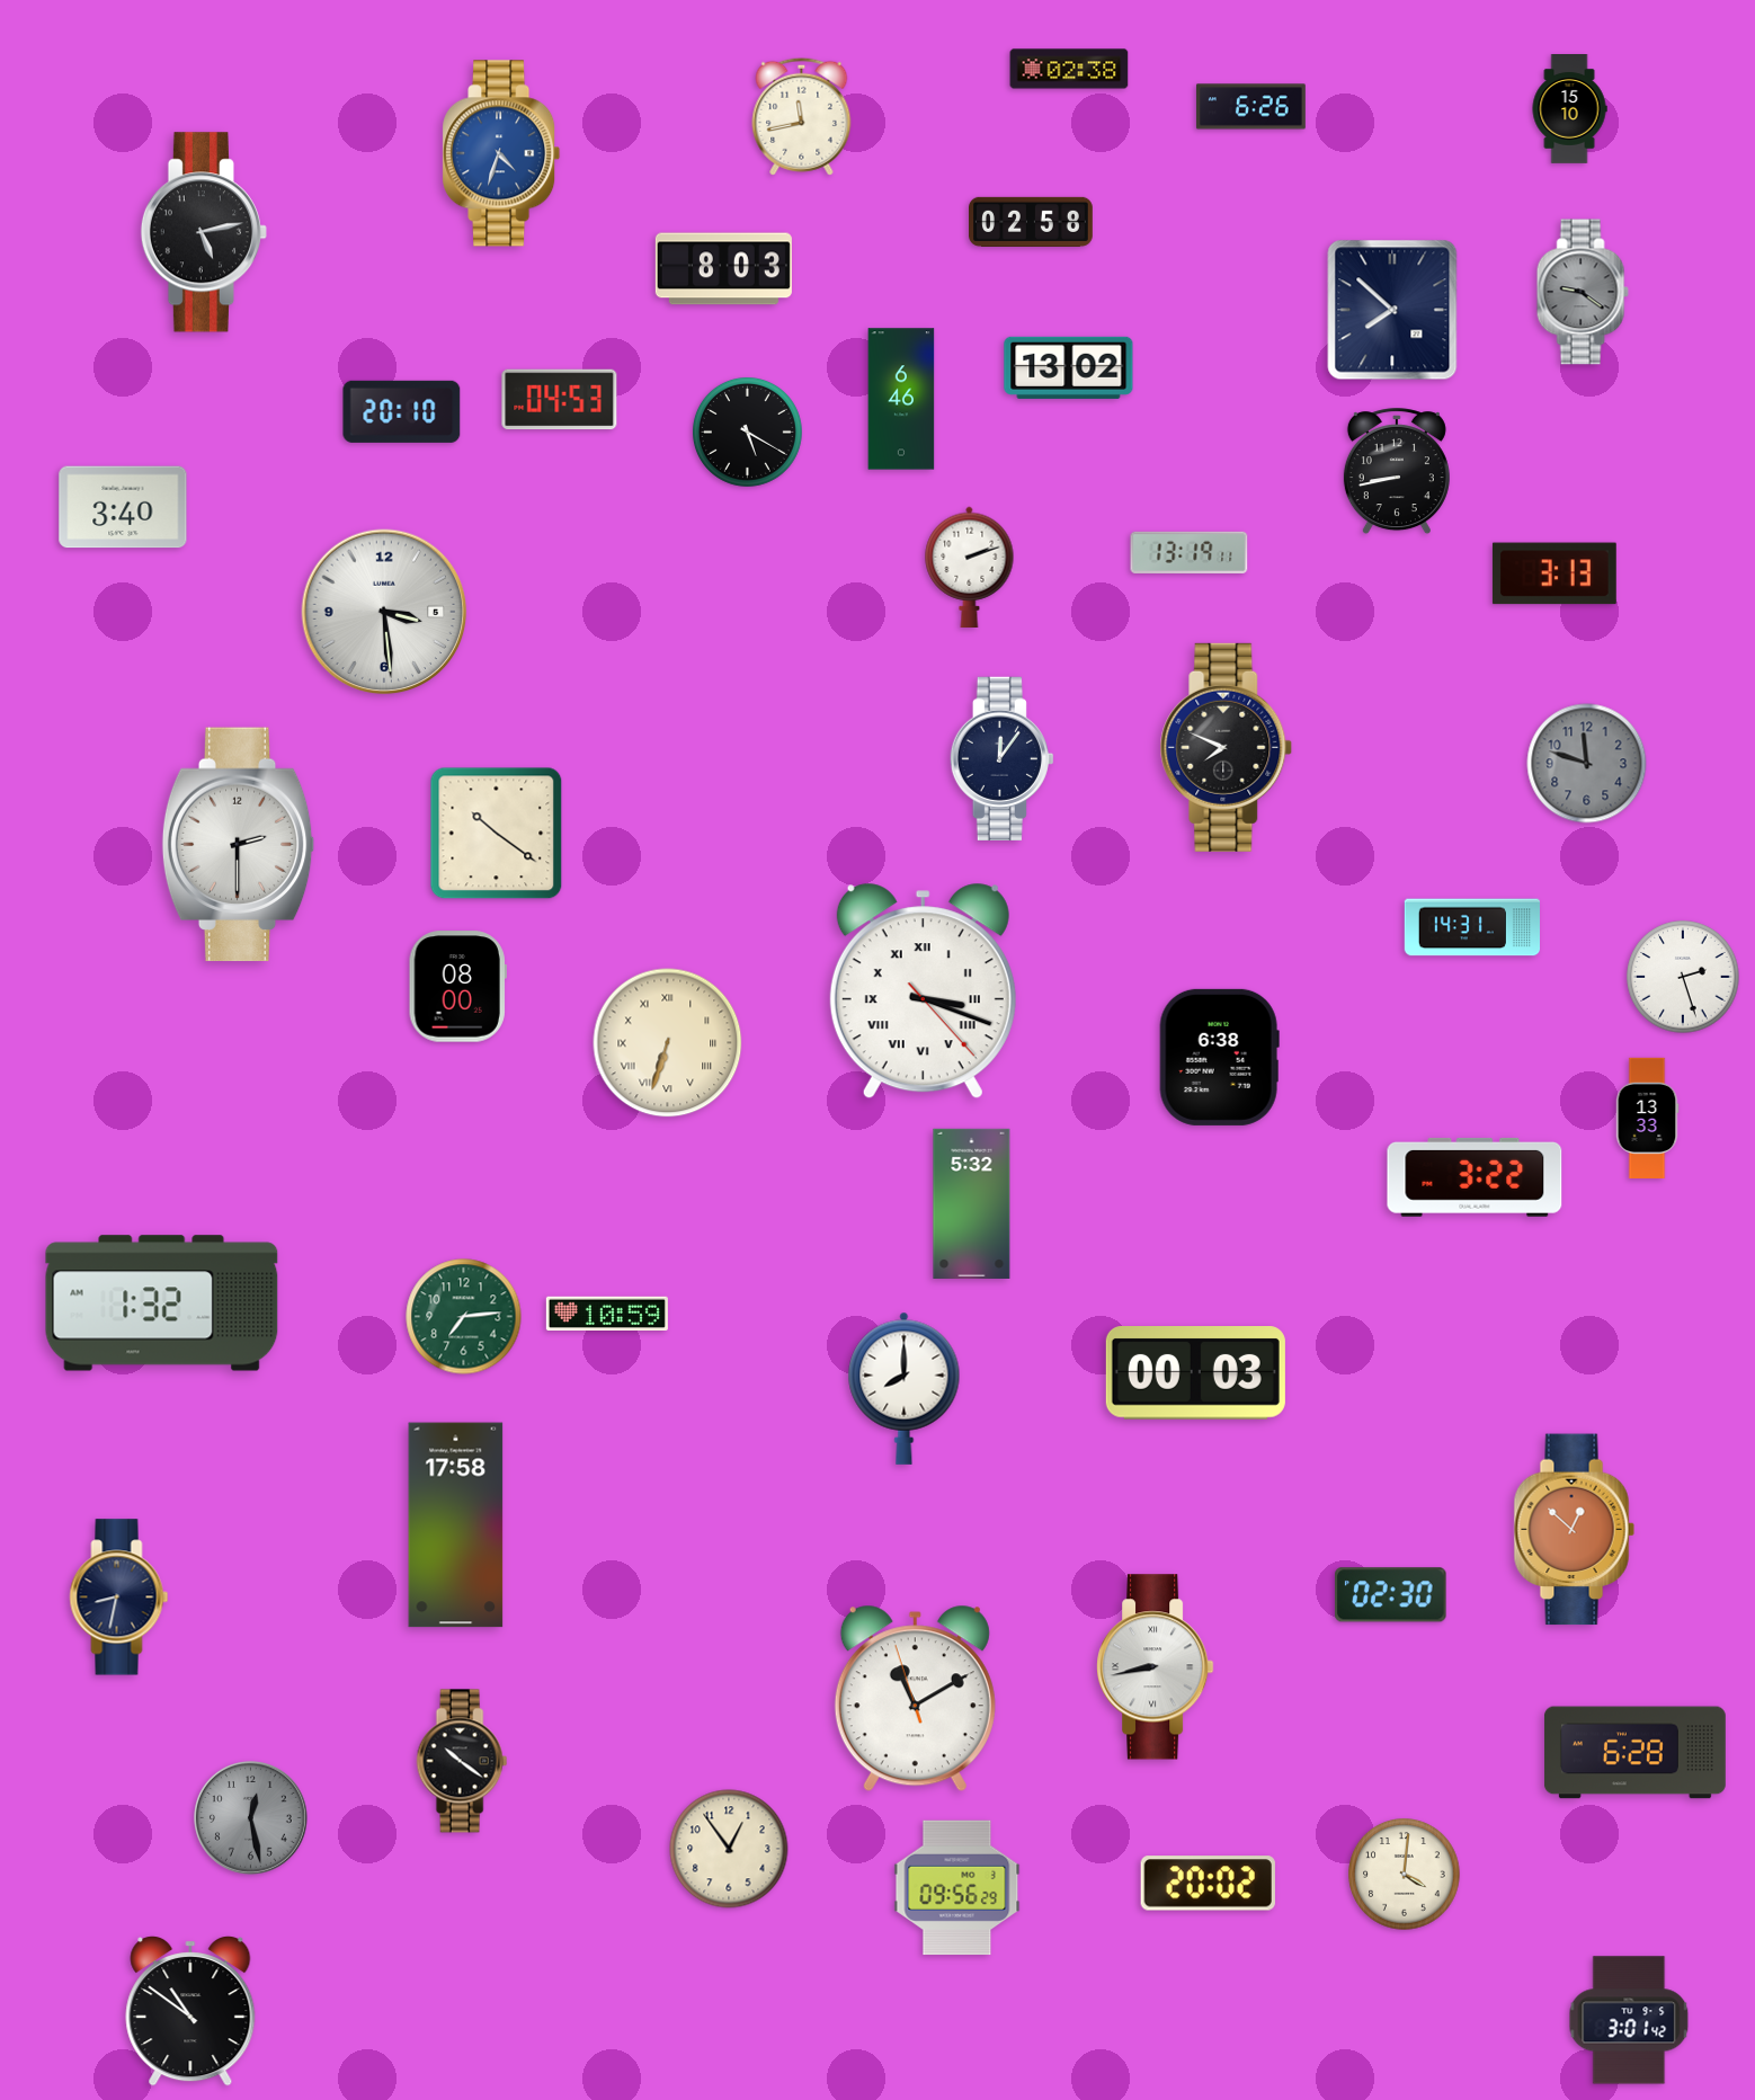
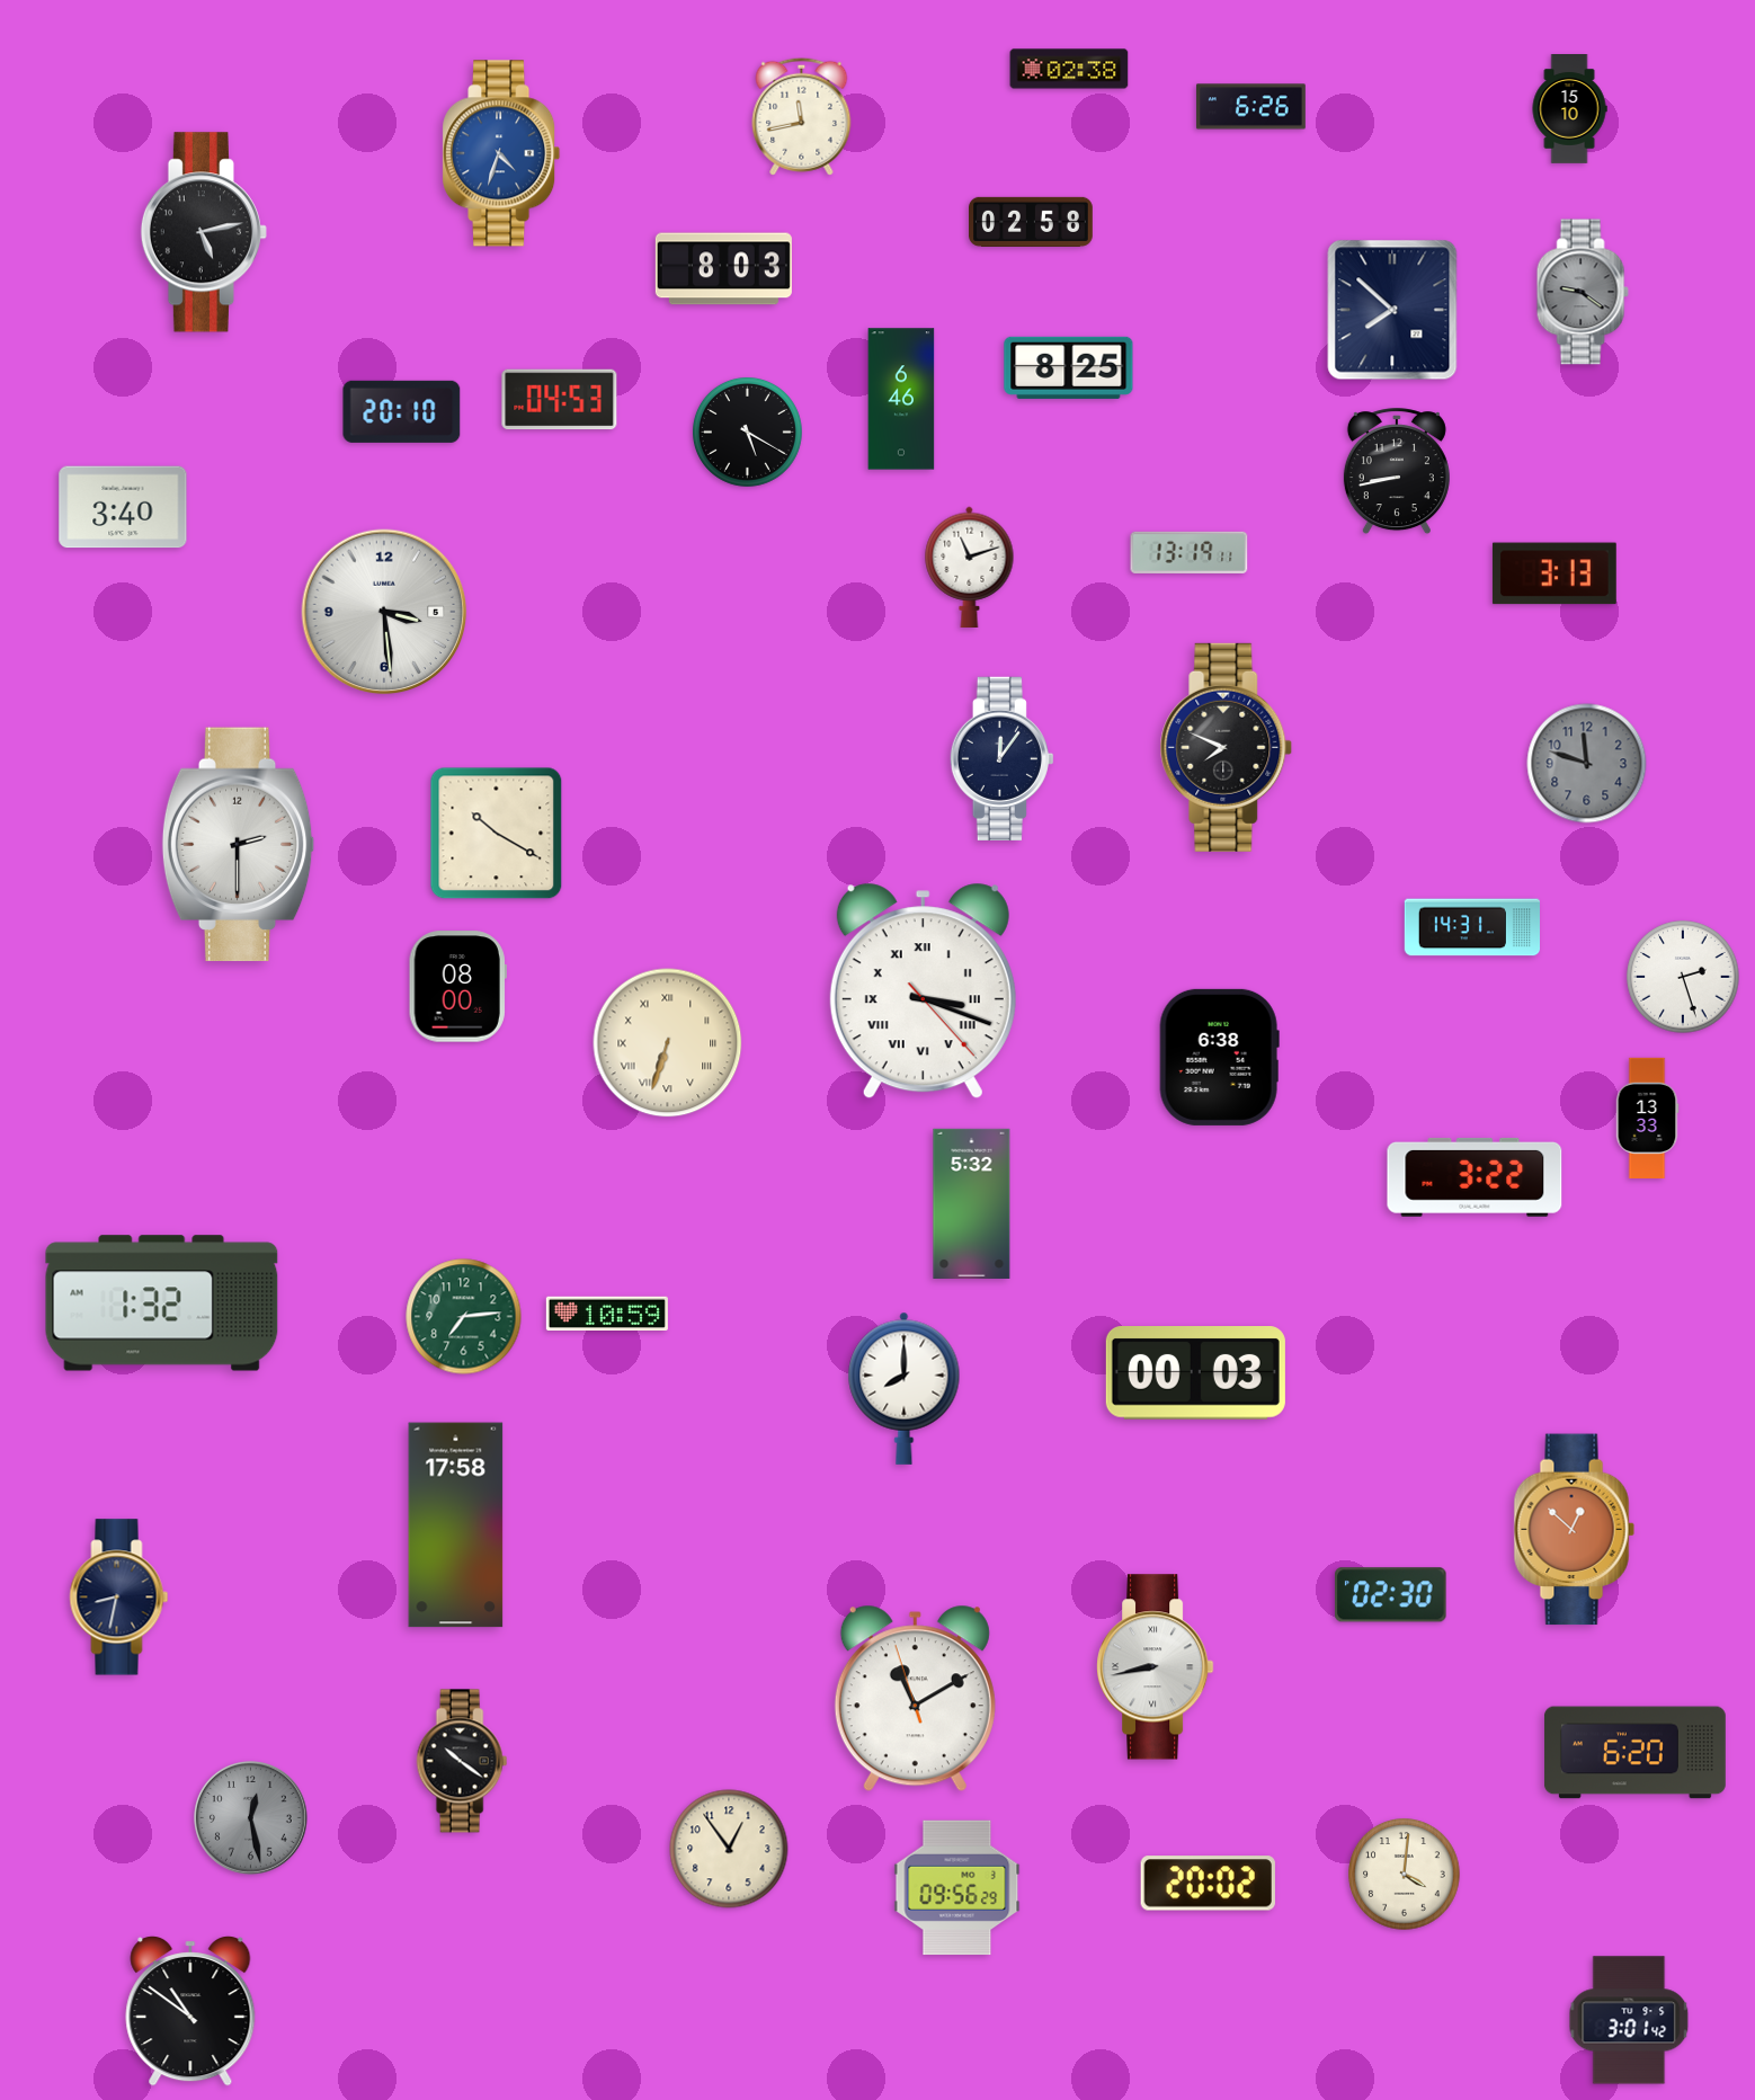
clock at (1069, 367): 13:02 -> 8:25
clock at (970, 567): 2:12 -> 11:12
clock at (497, 834): 10:21 -> 10:20
clock at (1634, 1753): 6:28 -> 6:20
